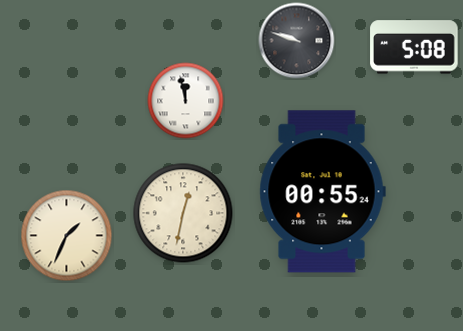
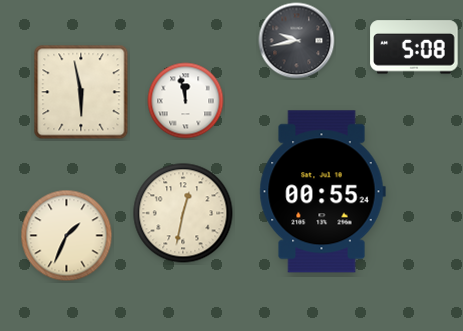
clock at (297, 41): 9:48 -> 9:43
clock at (81, 92): none -> 5:58
